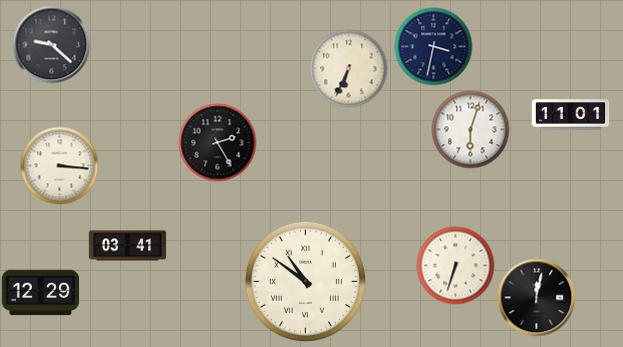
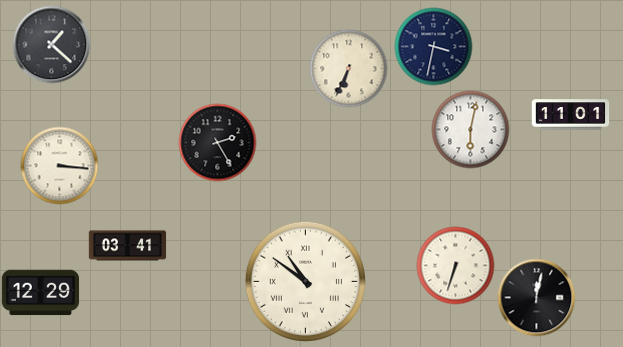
clock at (51, 44): 9:22 -> 1:22
clock at (470, 129): 6:03 -> 6:02
